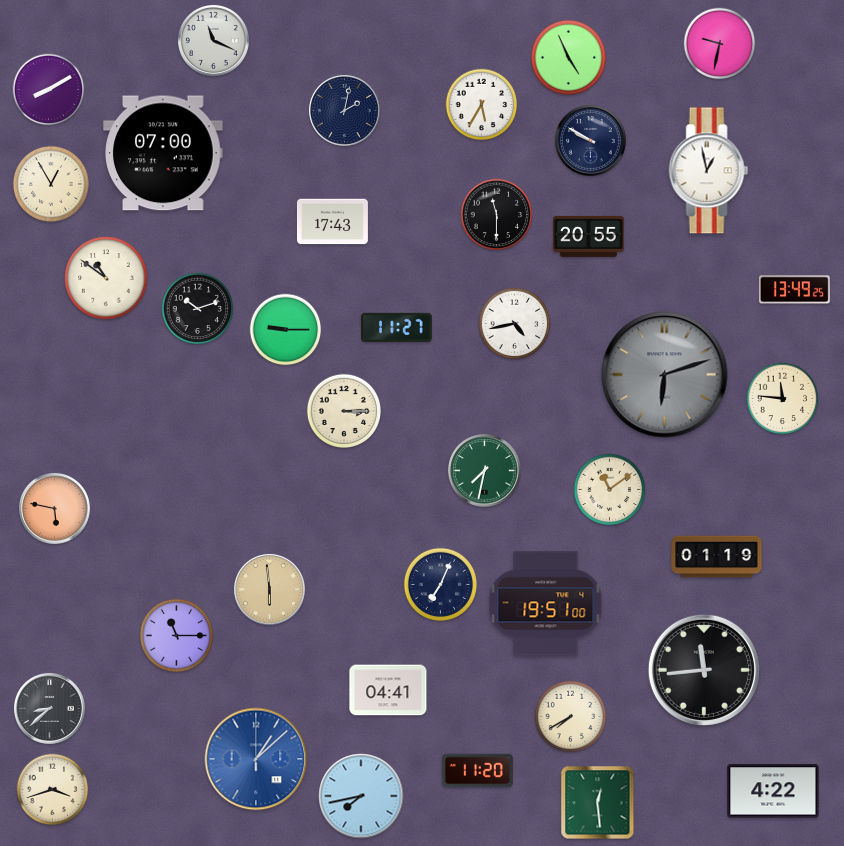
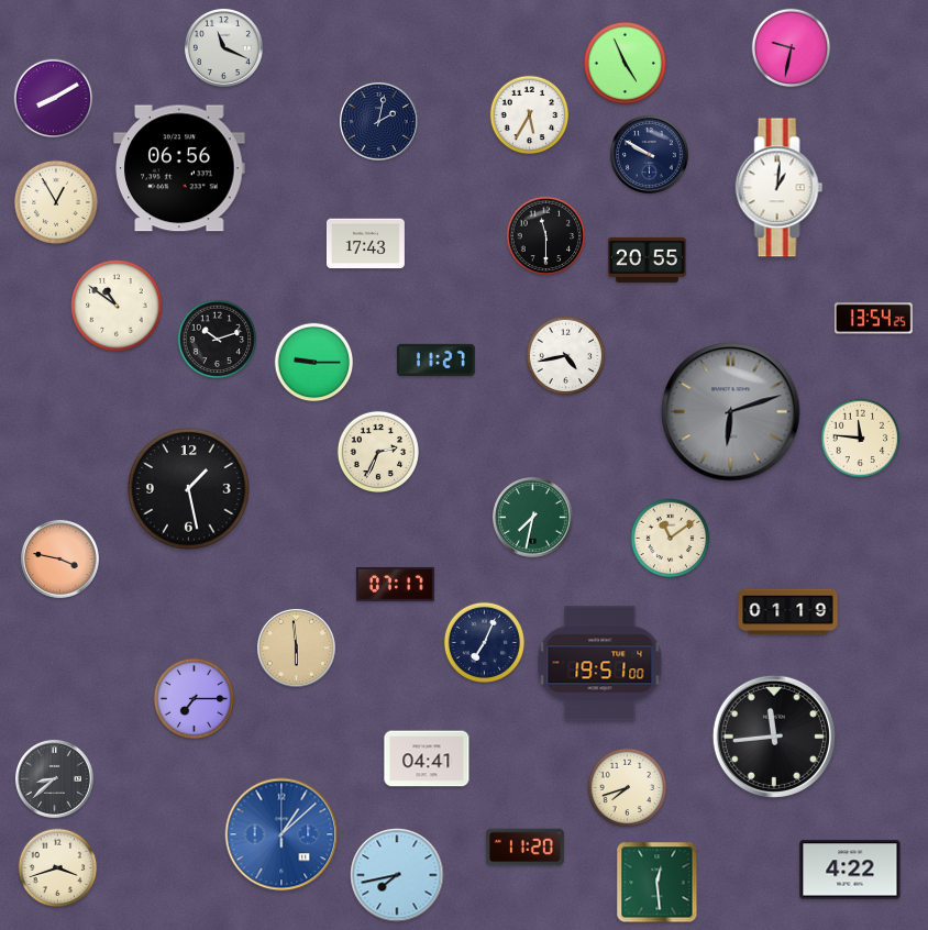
clock at (213, 40) position: (213, 40) -> (223, 47)
clock at (163, 153): 07:00 -> 06:56
clock at (709, 171): 12:58 -> 1:01
clock at (794, 290): 13:49 -> 13:54
clock at (344, 411): 3:15 -> 2:34
clock at (189, 489): none -> 1:28
clock at (54, 508): 5:47 -> 3:47
clock at (395, 584): none -> 07:17
clock at (176, 635): 11:15 -> 7:15
clock at (571, 717): 7:40 -> 7:42
